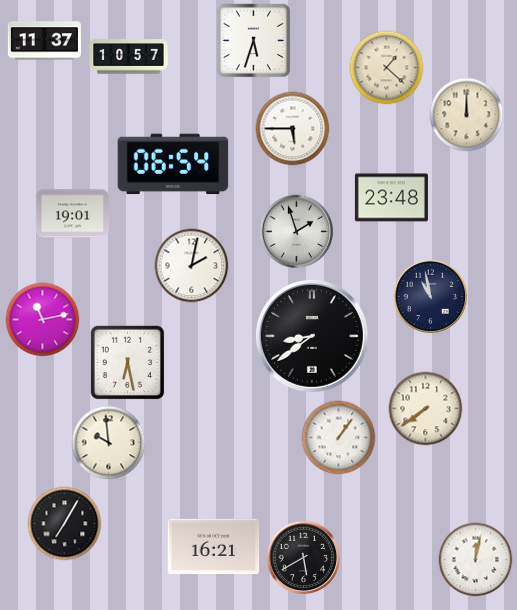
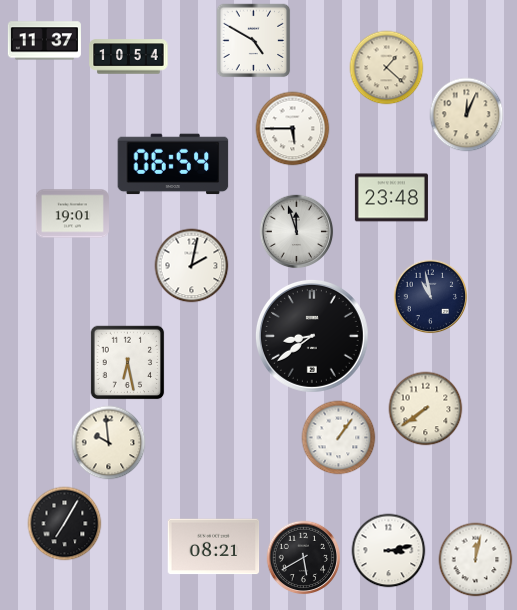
clock at (254, 41): 5:33 -> 4:50
clock at (129, 57): 10:57 -> 10:54
clock at (467, 115): 12:00 -> 12:04
clock at (297, 232): 1:57 -> 11:57
clock at (43, 320): 11:13 -> none
clock at (214, 547): 16:21 -> 08:21
clock at (389, 551): none -> 3:13
